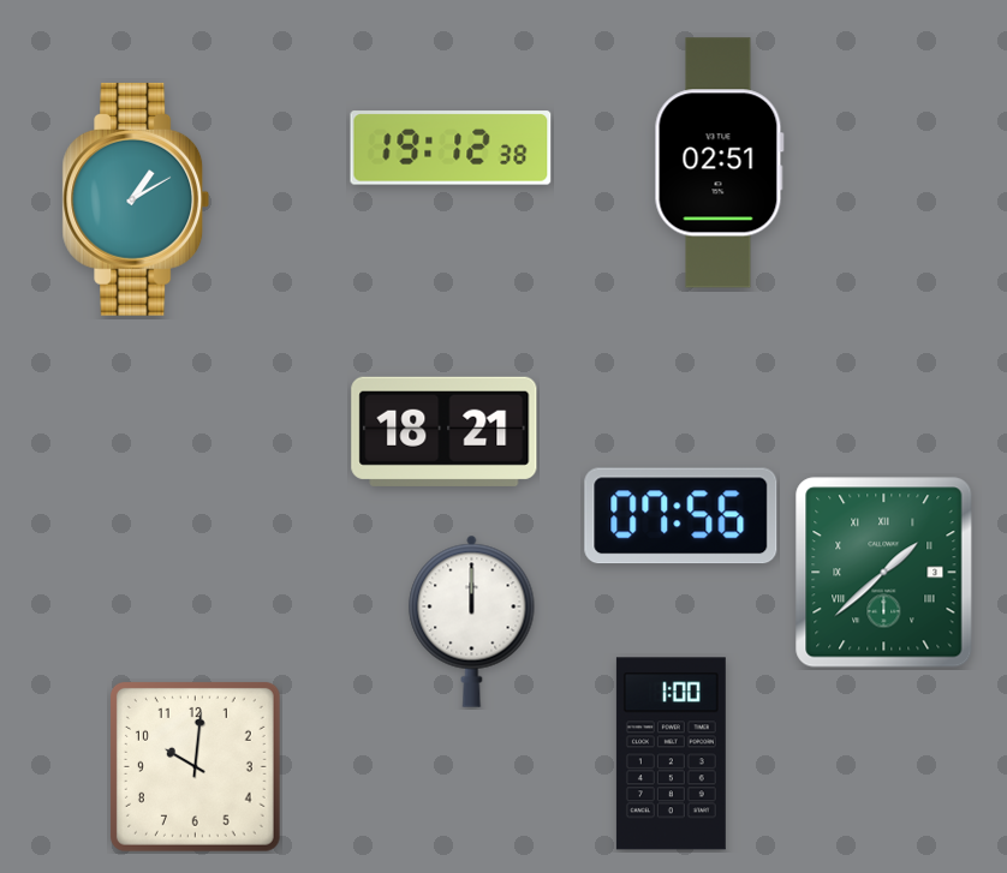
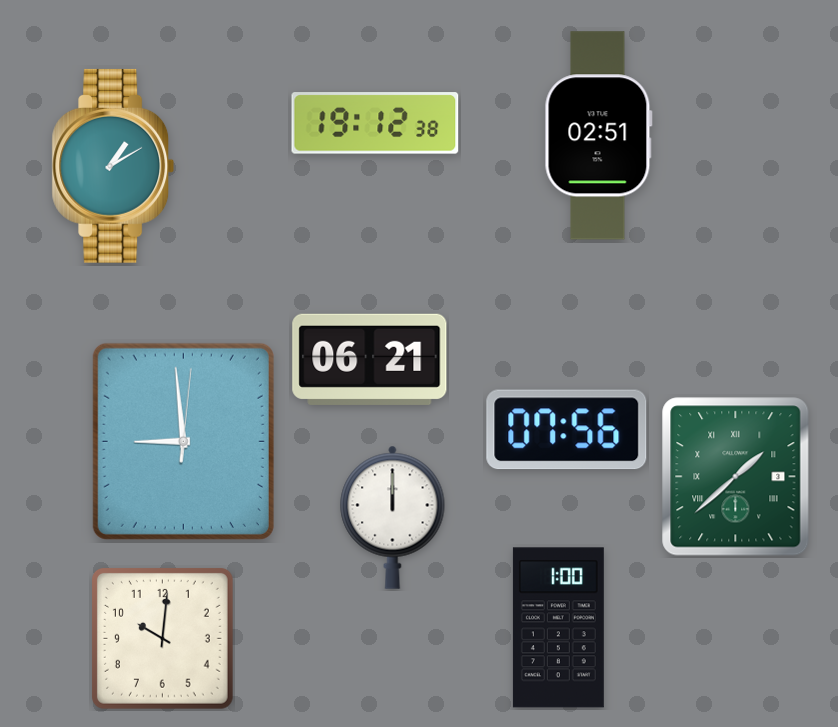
clock at (445, 431): 18:21 -> 06:21
clock at (183, 441): none -> 8:59
